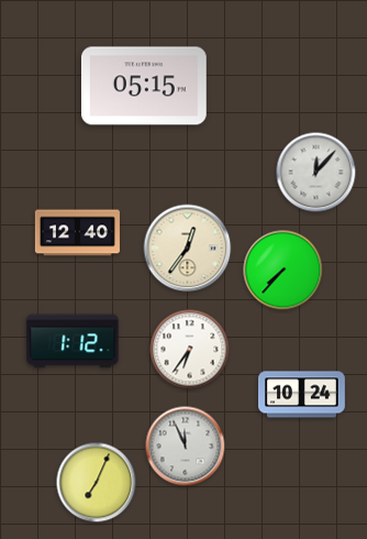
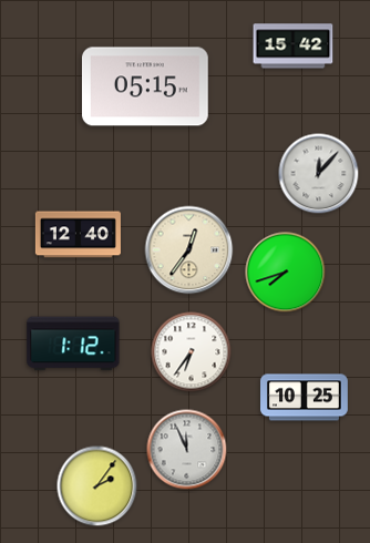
clock at (294, 47): none -> 15:42
clock at (283, 271): 7:37 -> 7:42
clock at (302, 395): 10:24 -> 10:25
clock at (97, 483): 7:04 -> 2:06
